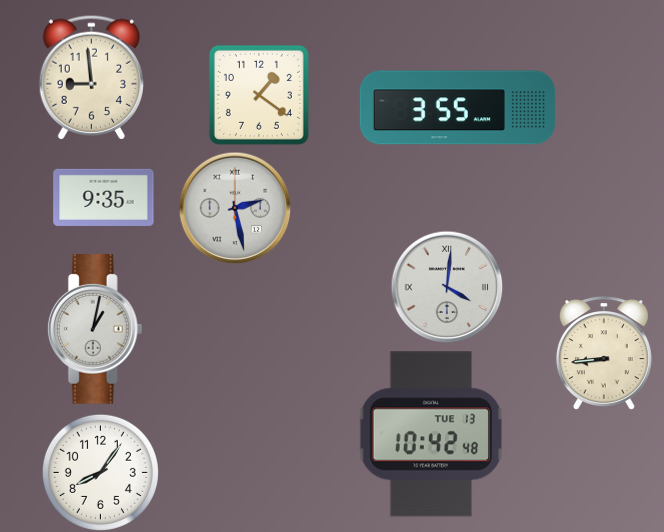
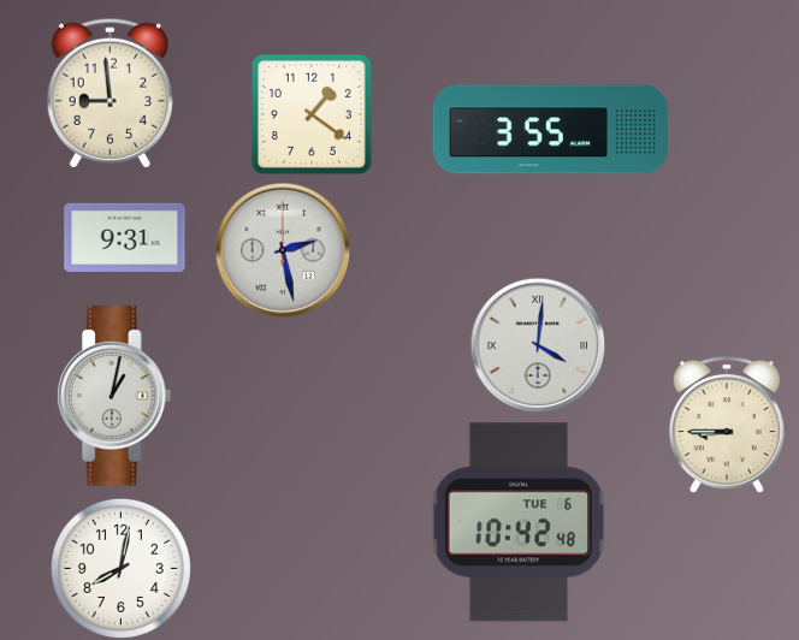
clock at (104, 197): 9:35 -> 9:31
clock at (604, 353): 8:44 -> 8:45
clock at (430, 434) date: TUE 13 -> TUE 6
clock at (100, 472): 8:06 -> 8:02
